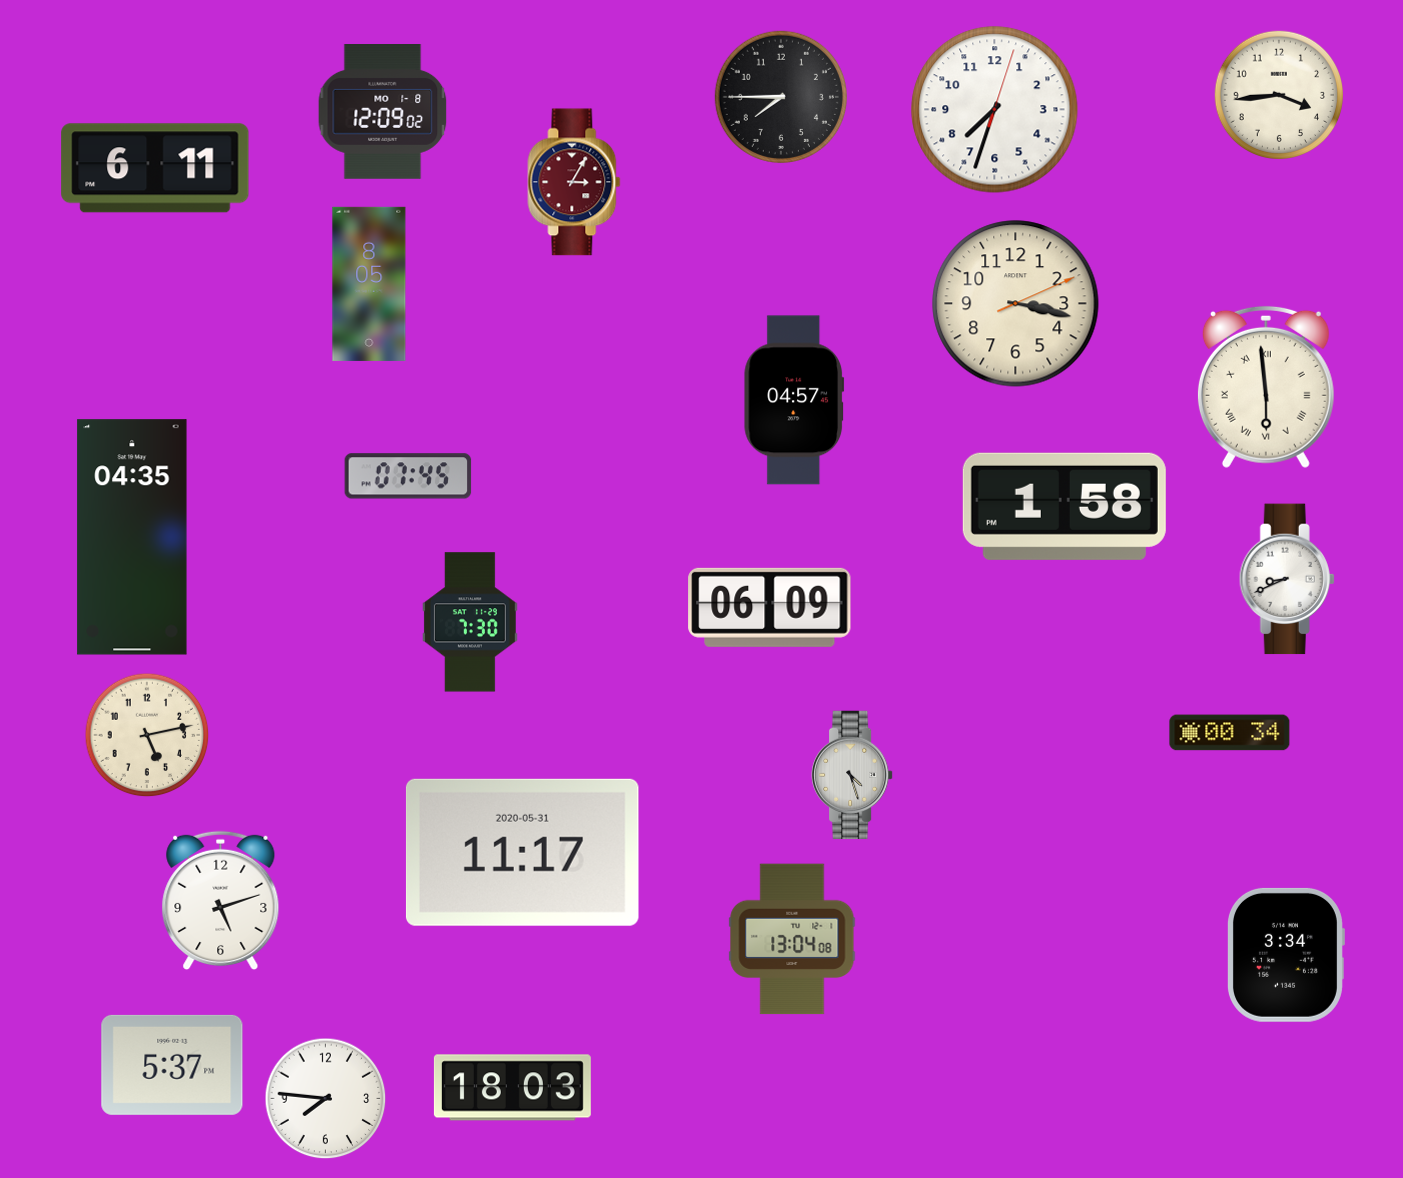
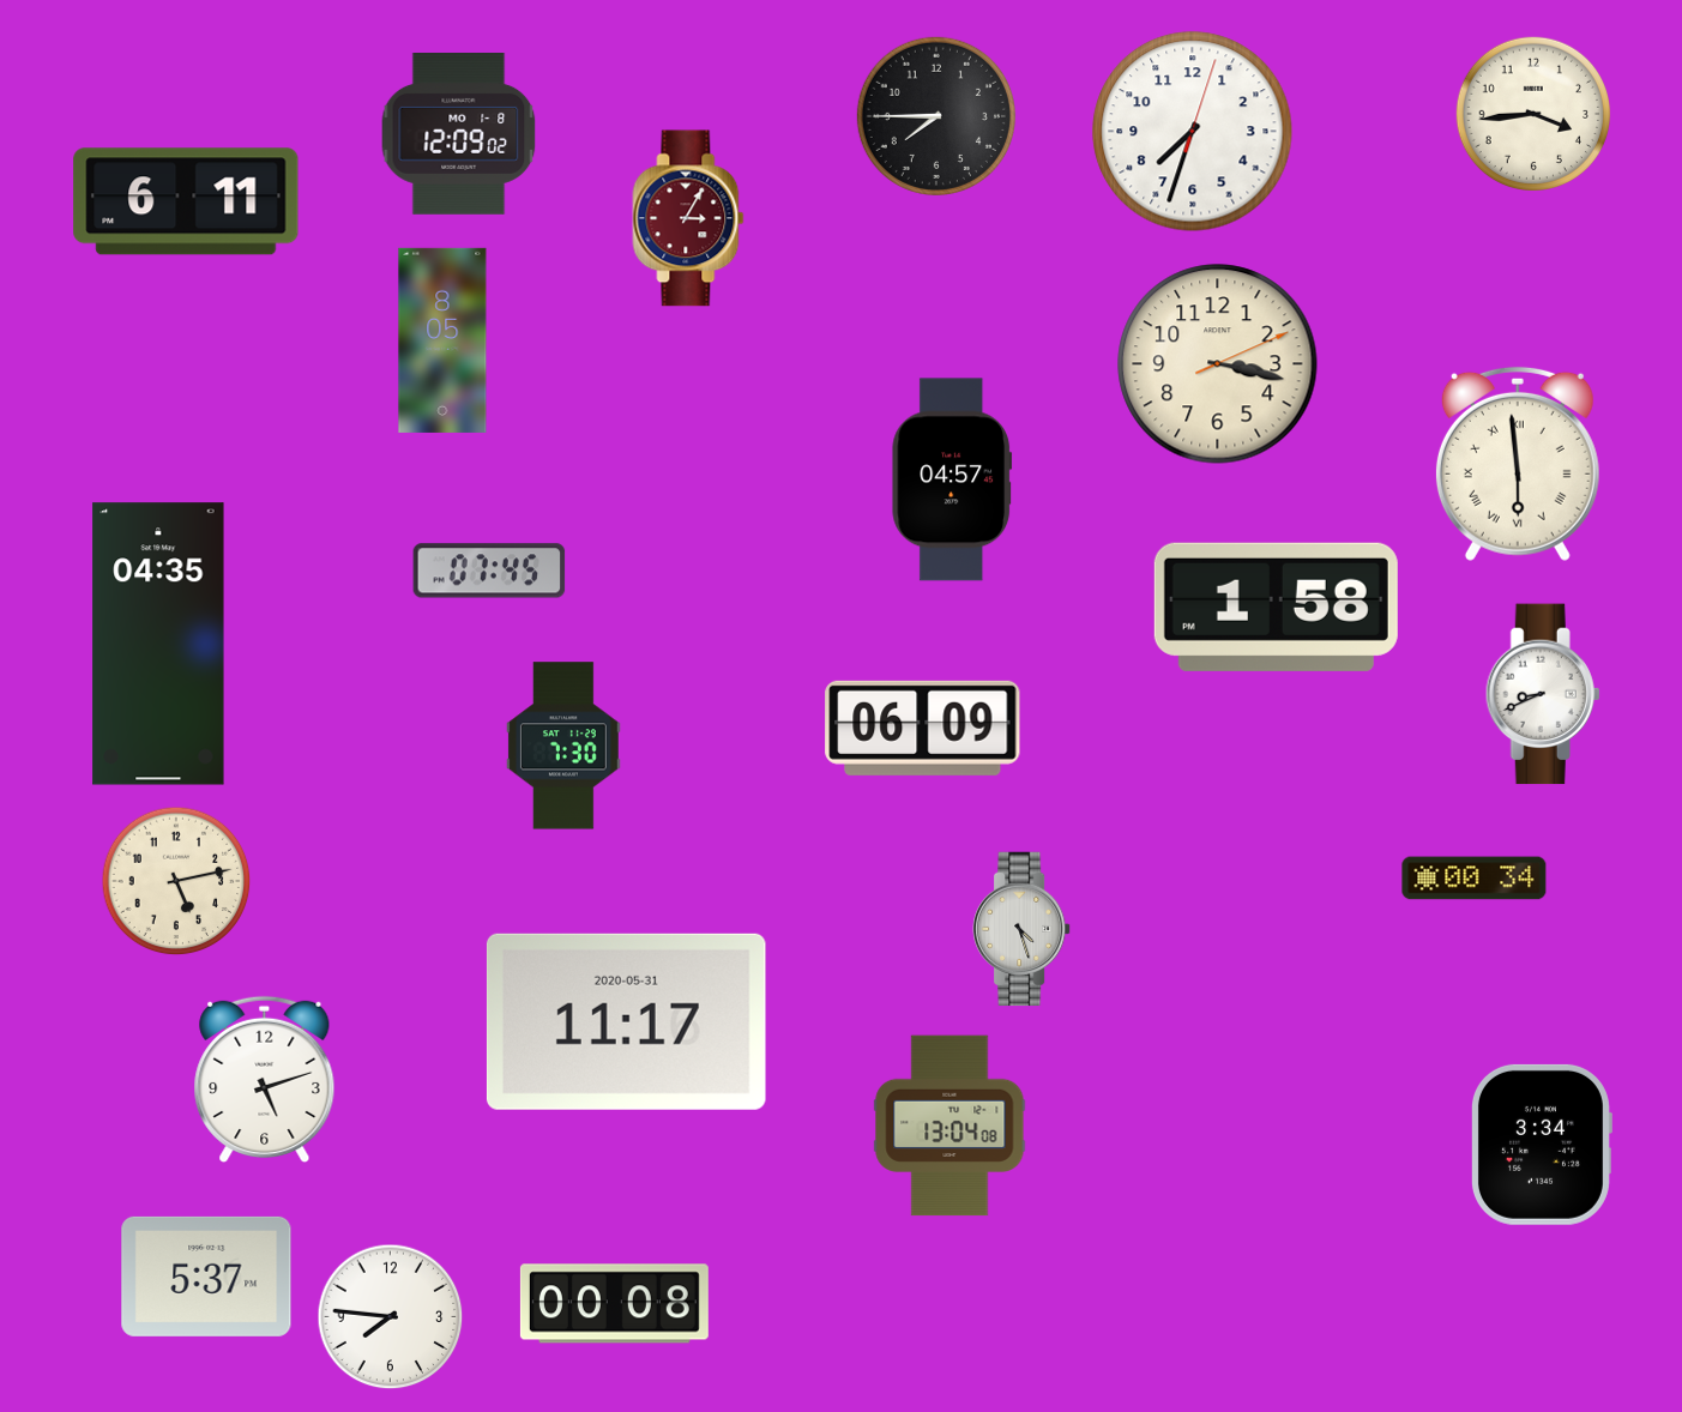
clock at (512, 1088): 18:03 -> 00:08
